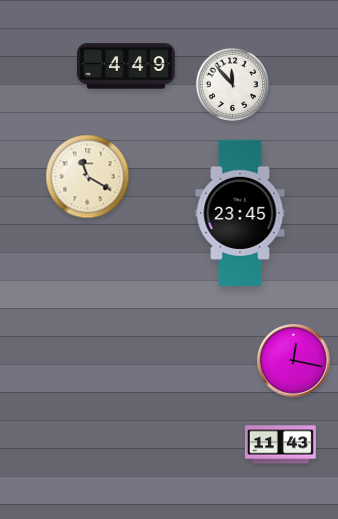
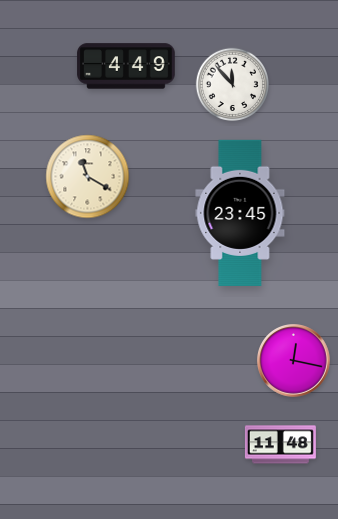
clock at (280, 445): 11:43 -> 11:48
